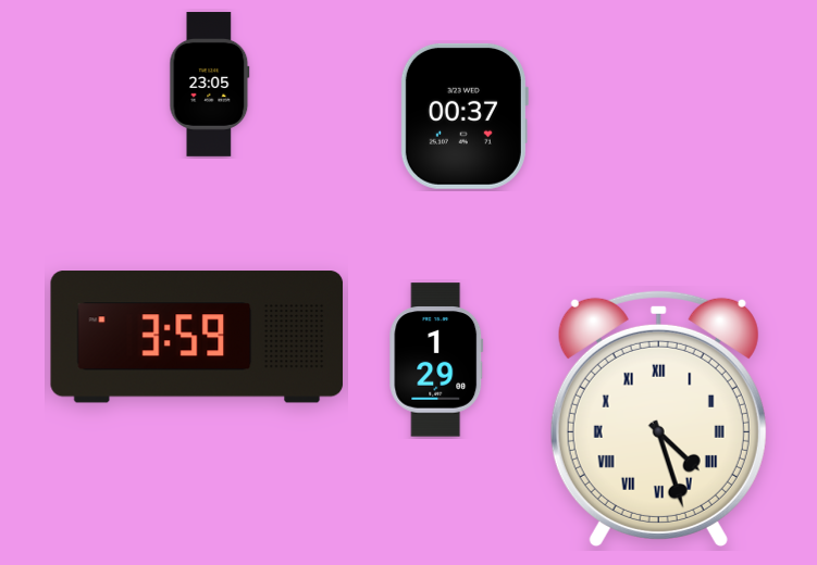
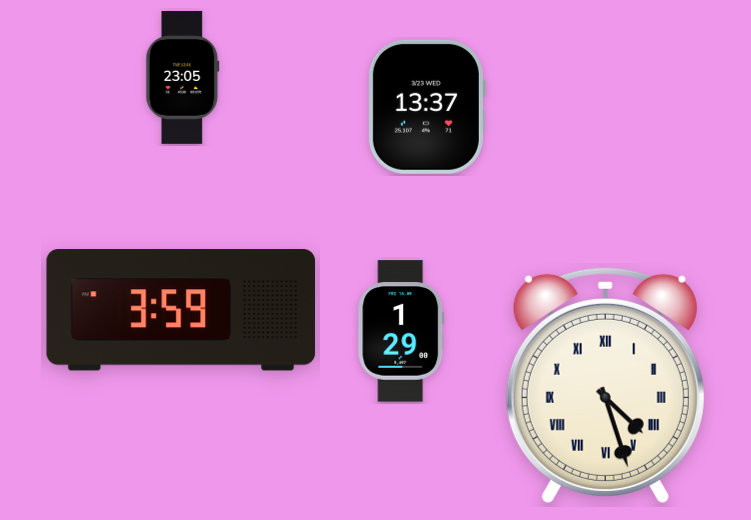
clock at (210, 84) position: (210, 84) -> (183, 77)
clock at (463, 116): 00:37 -> 13:37
